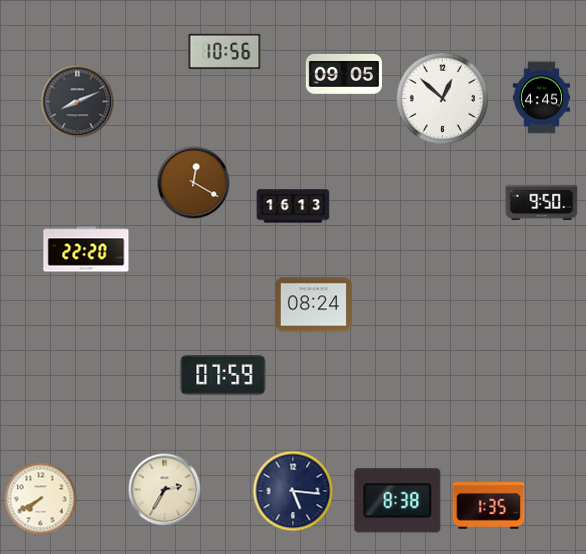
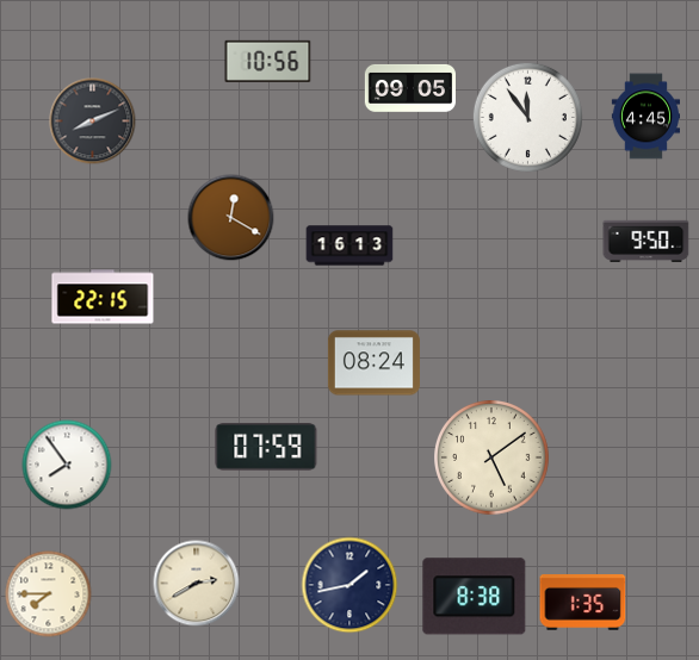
clock at (442, 98): 12:52 -> 11:54
clock at (86, 249): 22:20 -> 22:15
clock at (493, 459): none -> 5:09
clock at (67, 465): none -> 7:54
clock at (165, 490): 2:35 -> 2:40
clock at (293, 491): 5:16 -> 1:43
clock at (41, 499): 7:40 -> 7:45
